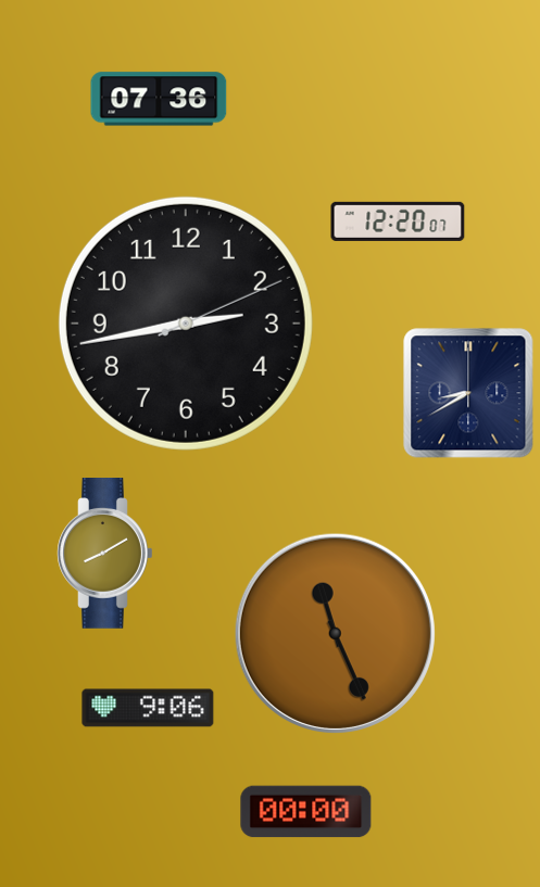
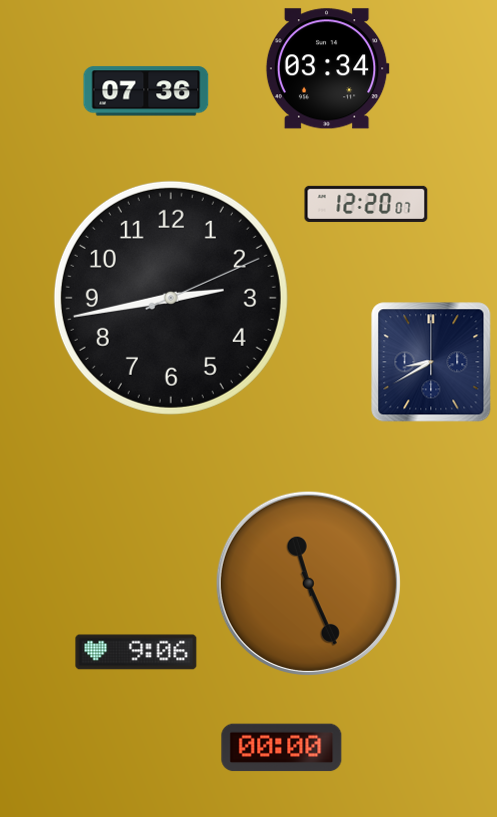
clock at (327, 69): none -> 03:34
clock at (105, 554): 8:10 -> none
